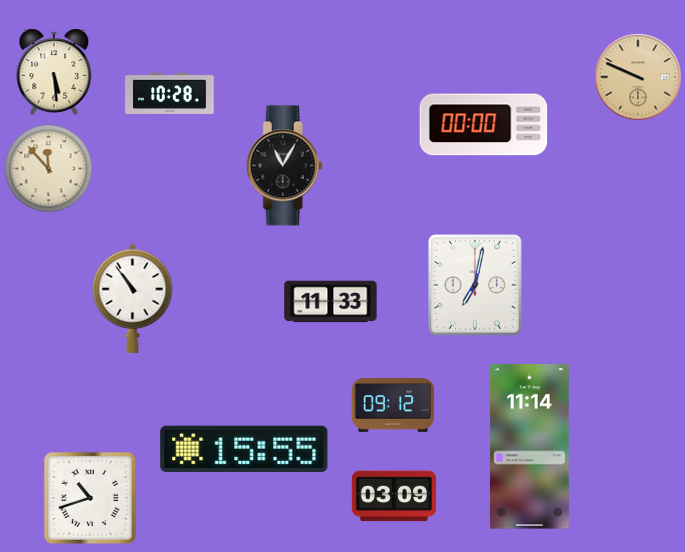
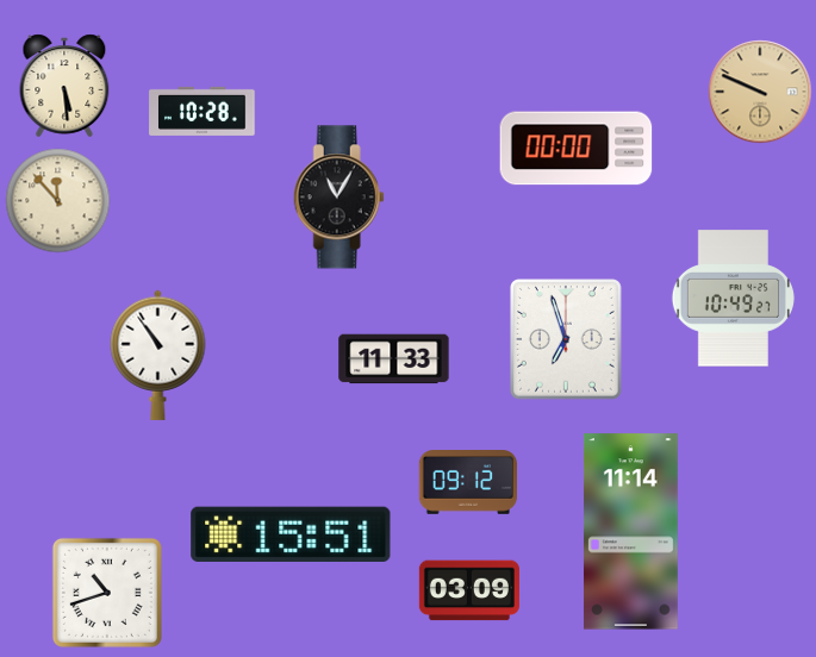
clock at (733, 299): none -> 10:49
clock at (476, 285): 7:02 -> 6:57
clock at (244, 449): 15:55 -> 15:51
